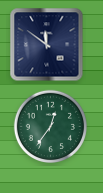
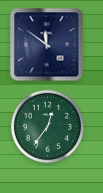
clock at (50, 126) position: (50, 126) -> (47, 126)
